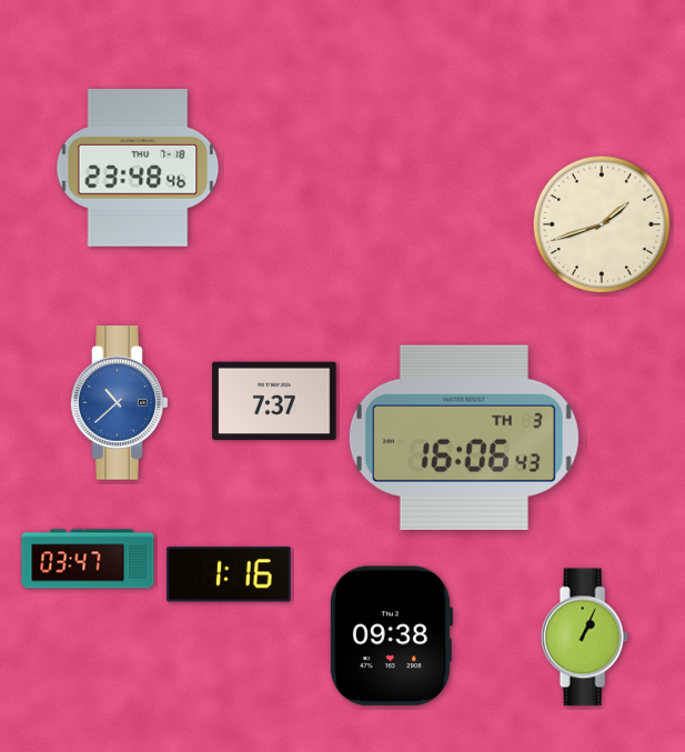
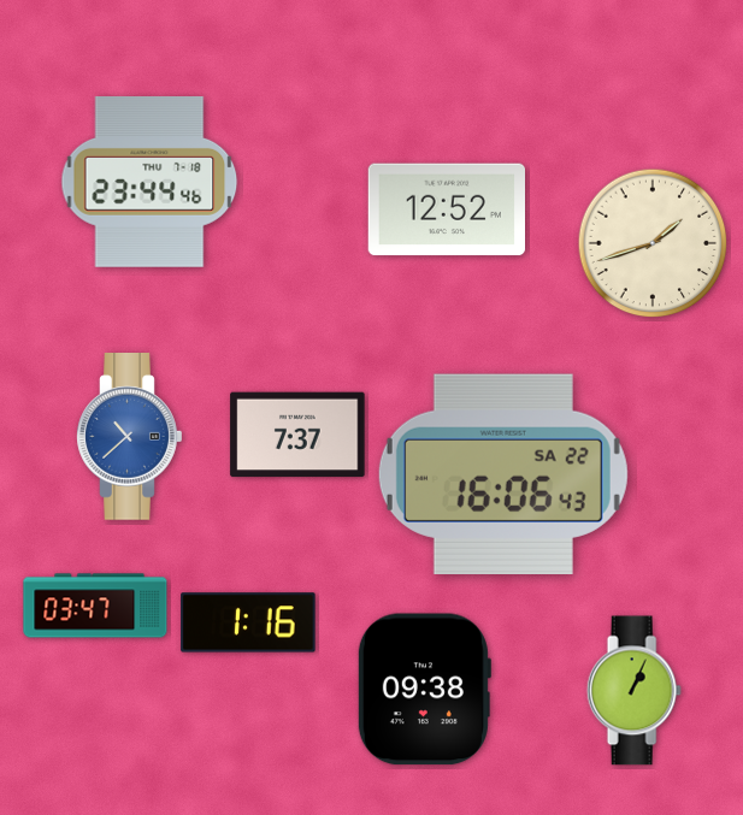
clock at (138, 168): 23:48 -> 23:44
clock at (446, 209): none -> 12:52
clock at (464, 438) date: TH 3 -> SA 22
